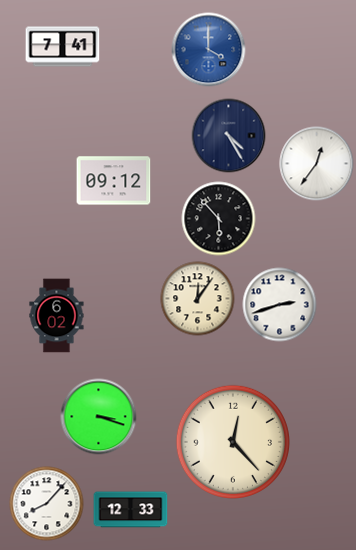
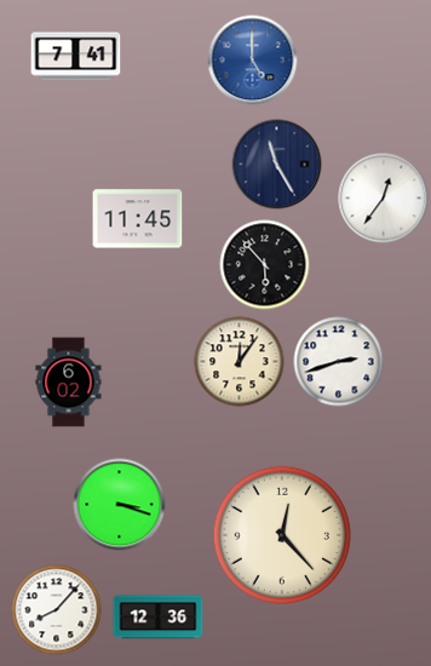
clock at (209, 50): 4:00 -> 5:00
clock at (229, 136): 4:25 -> 11:25
clock at (114, 181): 09:12 -> 11:45
clock at (280, 305) position: (280, 305) -> (339, 362)
clock at (131, 510): 12:33 -> 12:36
